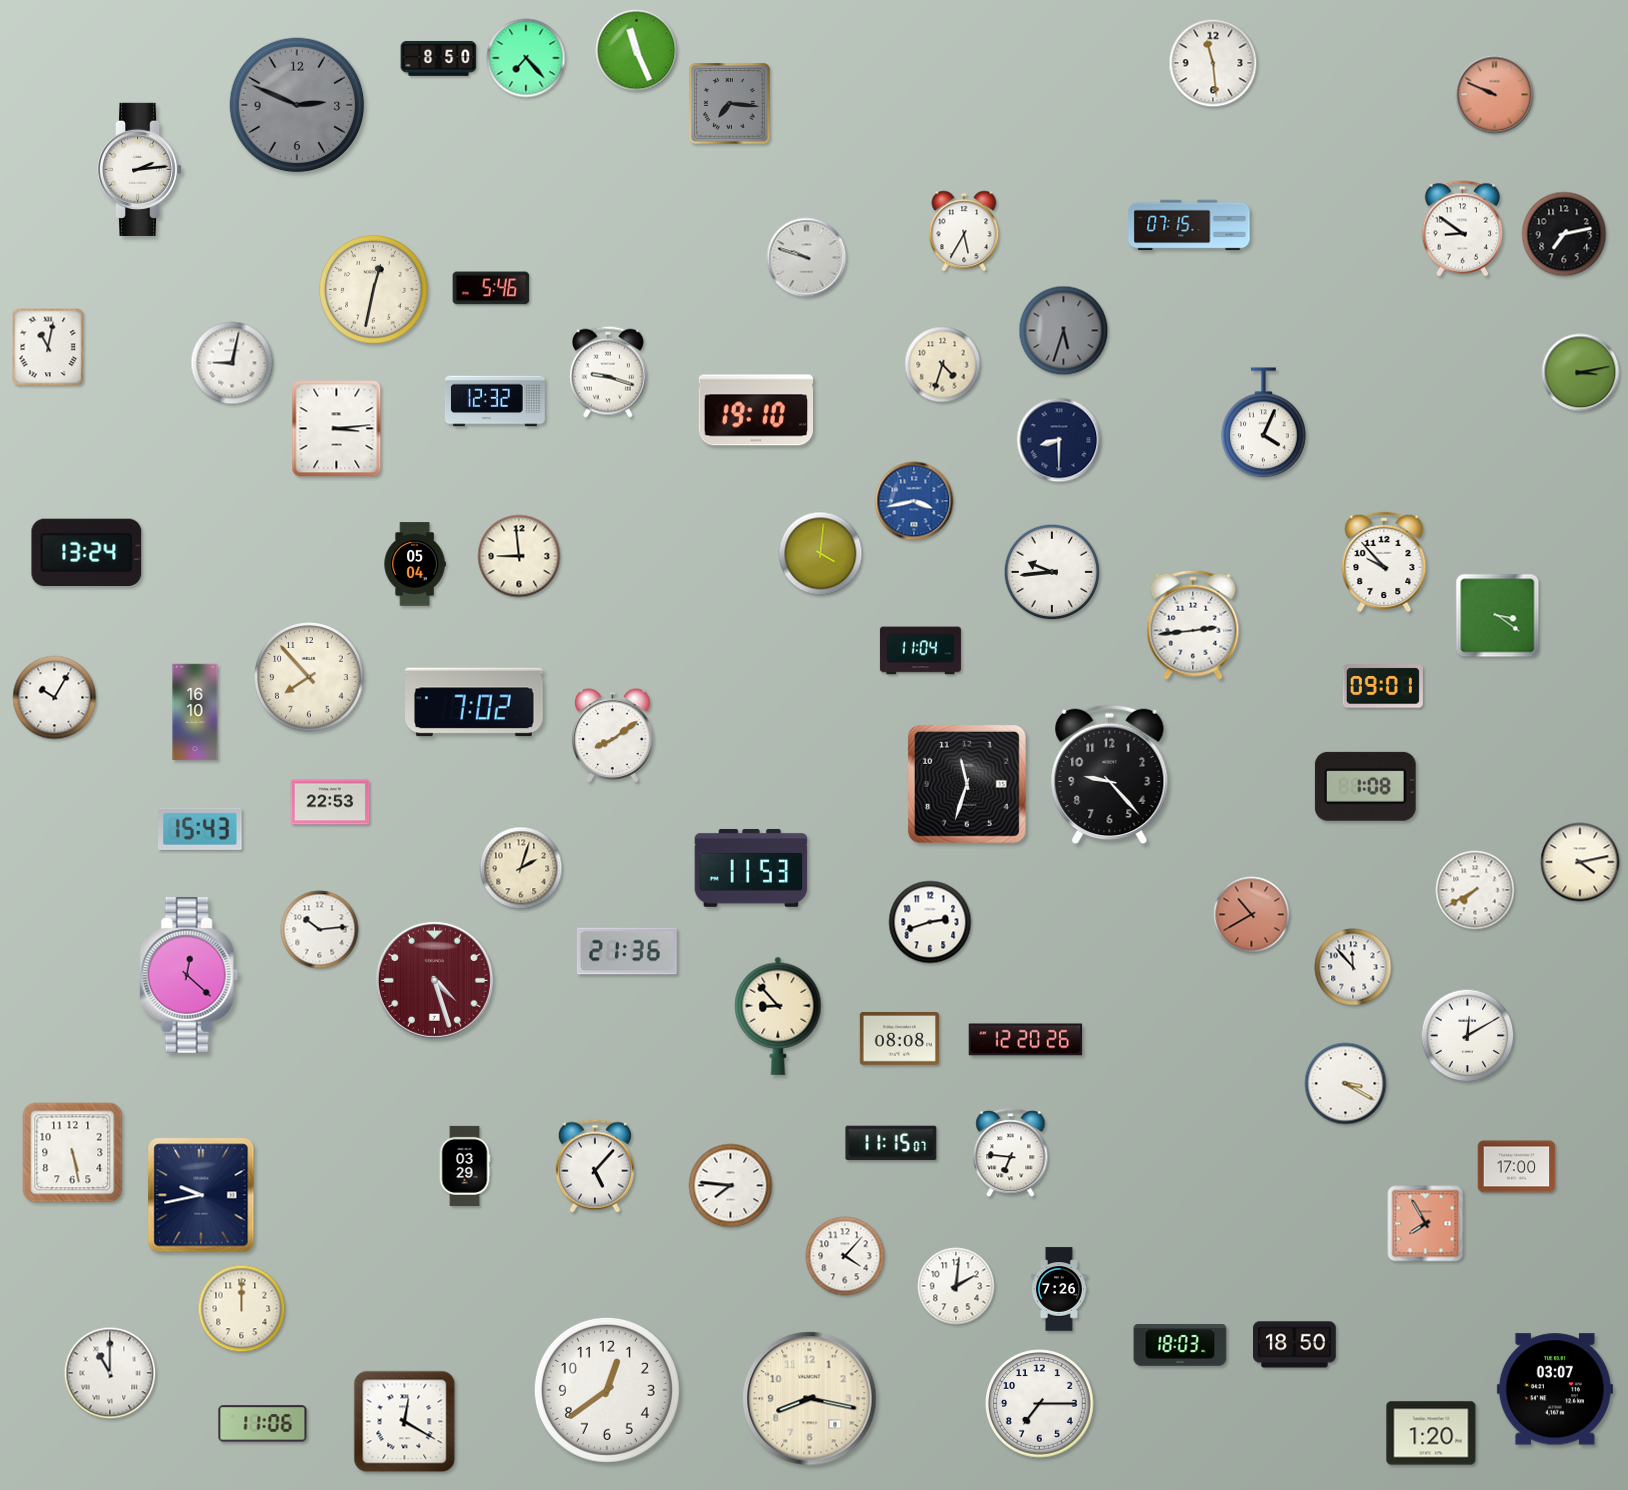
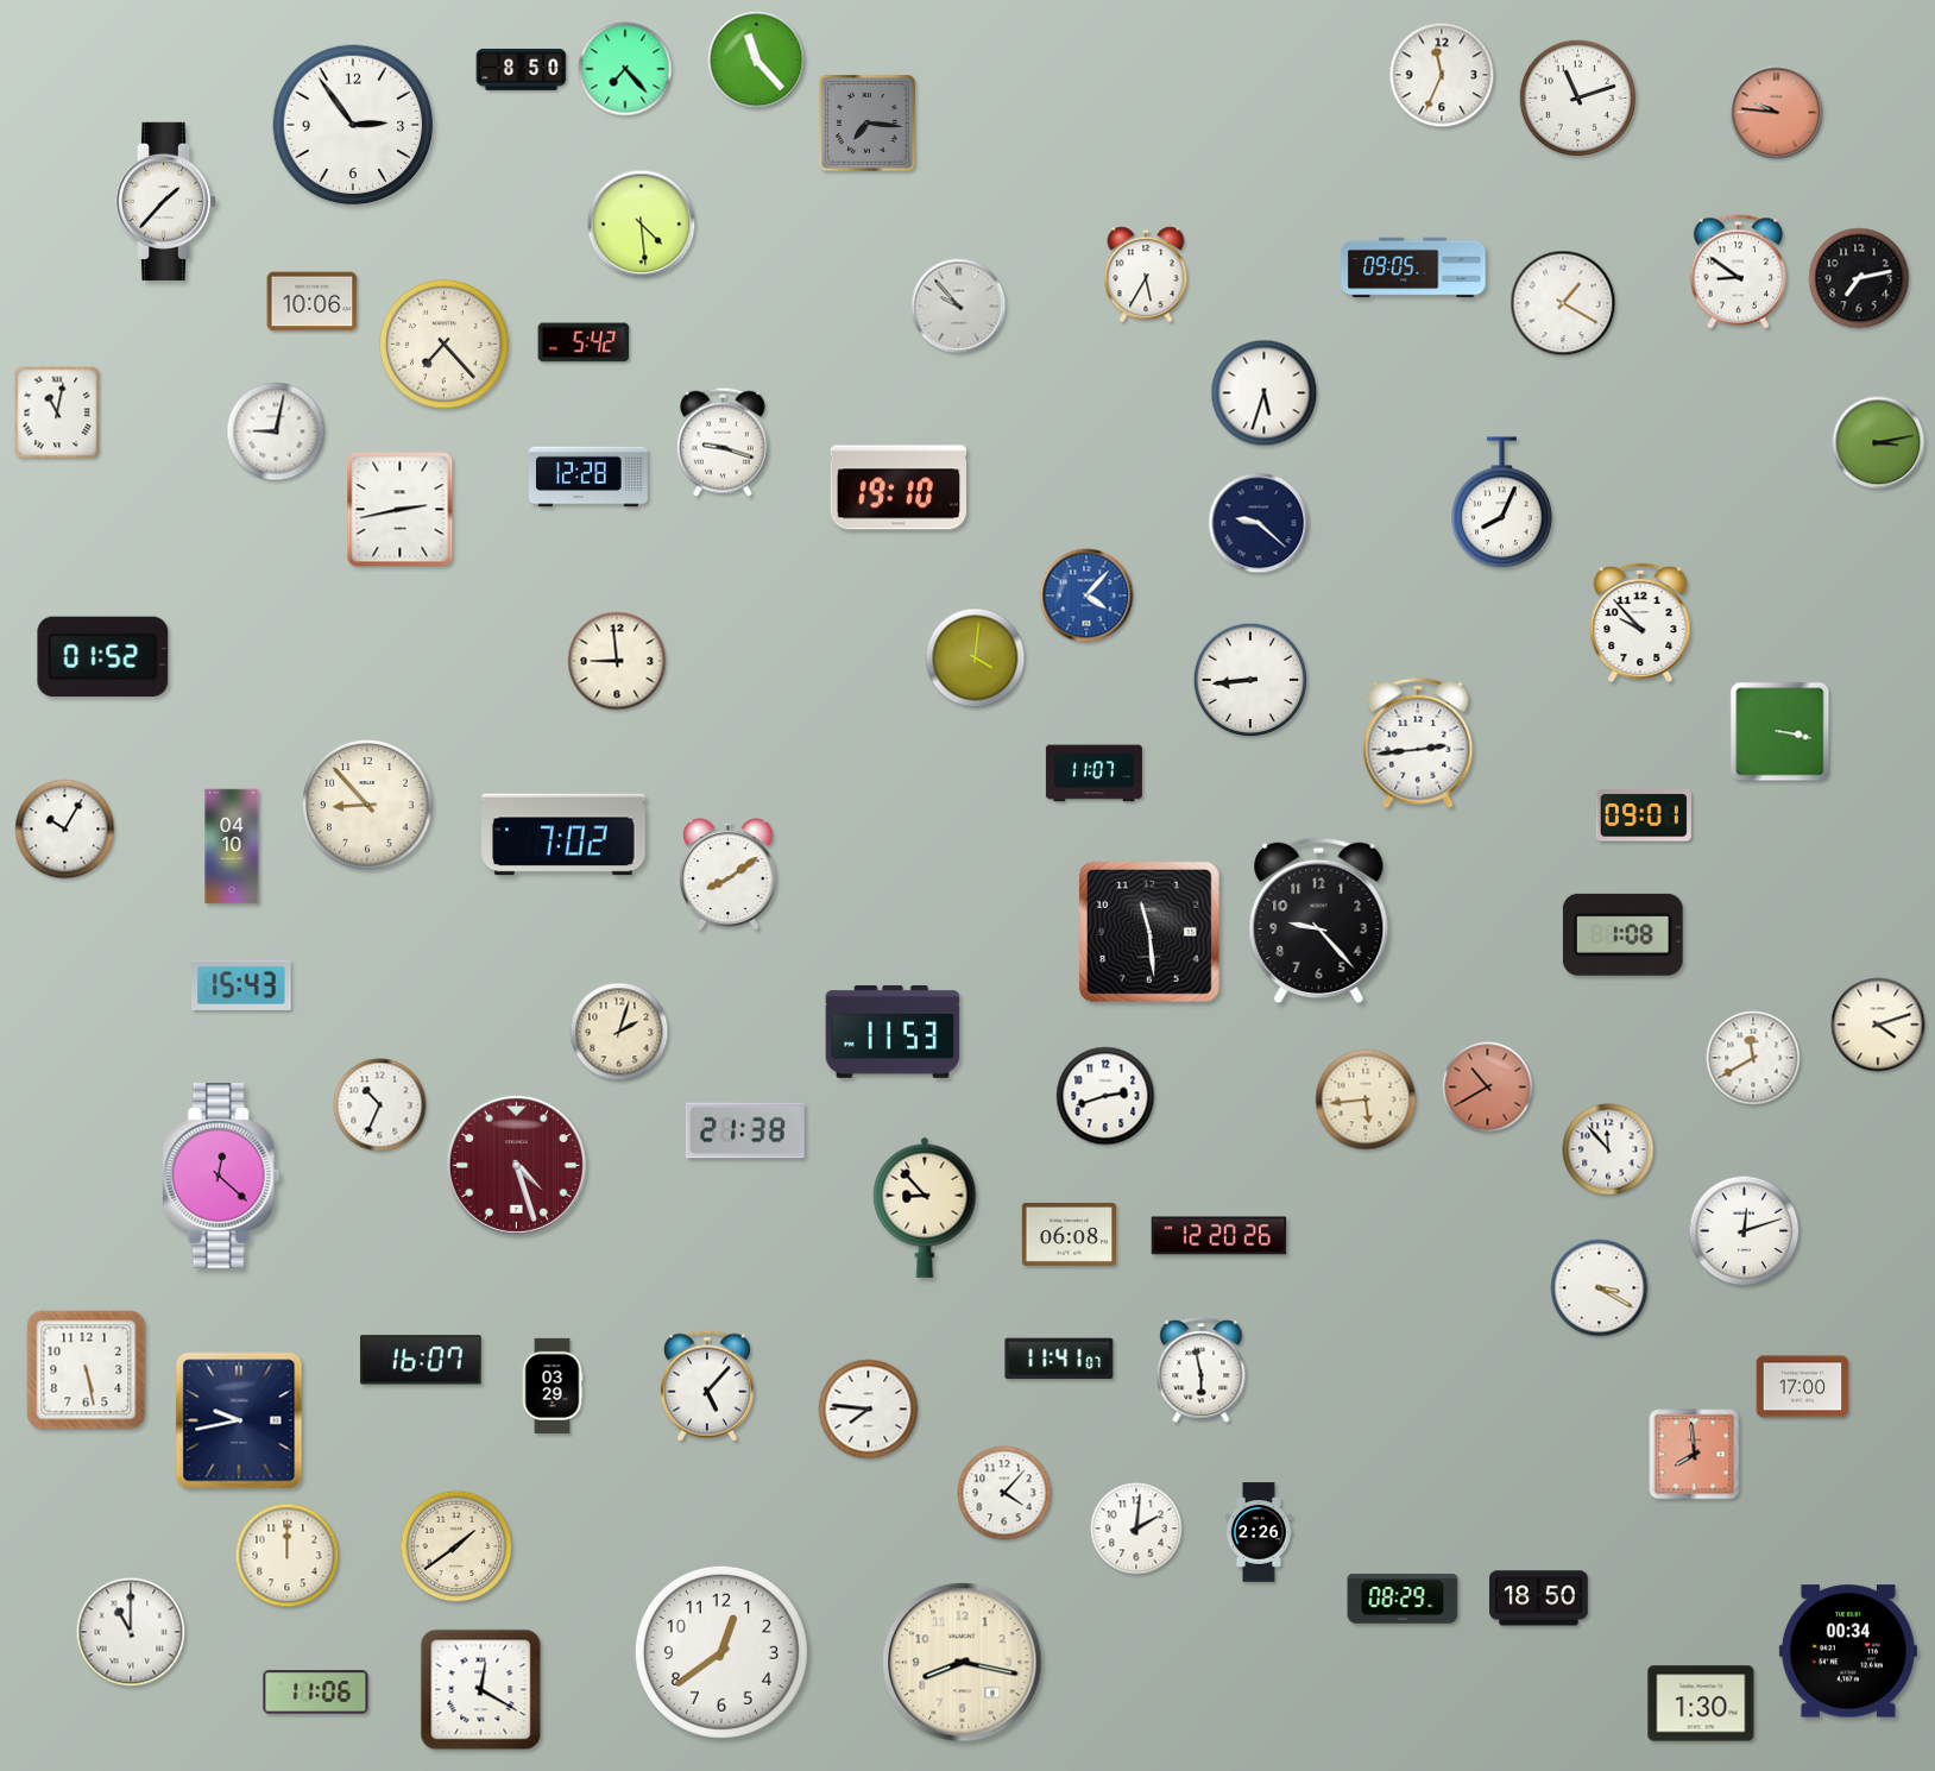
clock at (637, 51): 11:26 -> 11:23
clock at (1213, 63): 11:29 -> 11:34
clock at (1577, 97): none -> 11:12
clock at (1495, 95): 9:49 -> 9:46
clock at (297, 105): 2:49 -> 2:54
clock at (297, 105) dial: grey -> white
clock at (141, 169): 2:14 -> 1:37
clock at (642, 225): none -> 4:29
clock at (1189, 225): 07:15 -> 09:05
clock at (313, 302): none -> 10:06
clock at (1563, 303): none -> 1:20
clock at (807, 258): 9:48 -> 9:53
clock at (491, 288): 5:46 -> 5:42
clock at (374, 290): 12:32 -> 7:23
clock at (1064, 331) dial: grey -> white
clock at (943, 365): 4:33 -> none
clock at (495, 401): 12:32 -> 12:28
clock at (1264, 423): 4:04 -> 8:04
clock at (337, 429): 3:14 -> 2:43
clock at (1059, 440): 8:30 -> 9:22
clock at (914, 501): 3:43 -> 4:07
clock at (87, 552): 13:24 -> 01:52
clock at (1384, 562) position: (1384, 562) -> (1640, 623)
clock at (415, 564): 05:04 -> none
clock at (1052, 572): 9:44 -> 8:44
clock at (1498, 616): 3:21 -> 3:17
clock at (920, 651): 11:04 -> 11:07
clock at (309, 677): 7:53 -> 8:53
clock at (195, 712): 16:10 -> 04:10
clock at (967, 784): 11:33 -> 11:29
clock at (330, 802): 22:53 -> none
clock at (201, 829) position: (201, 829) -> (242, 985)
clock at (1580, 862): 4:13 -> 4:12
clock at (1475, 890): 7:40 -> 11:40
clock at (1366, 1099): none -> 5:44
clock at (320, 930): 10:14 -> 10:34
clock at (627, 951): 21:36 -> 21:38
clock at (189, 976) position: (189, 976) -> (221, 1177)
clock at (1468, 1036): 12:10 -> 12:12
clock at (899, 1038): 08:08 -> 06:08
clock at (891, 1143): 11:15 -> 11:41
clock at (421, 1360): none -> 16:07
clock at (1011, 1153): 6:46 -> 5:58
clock at (1426, 1224): 7:55 -> 7:59
clock at (1060, 1289): 7:26 -> 2:26
clock at (456, 1546): none -> 1:39
clock at (1180, 1345): 18:03 -> 08:29
clock at (1555, 1389): 03:07 -> 00:34
clock at (1040, 1404): 7:15 -> none
clock at (263, 1424) position: (263, 1424) -> (316, 1693)
clock at (1431, 1433): 1:20 -> 1:30
